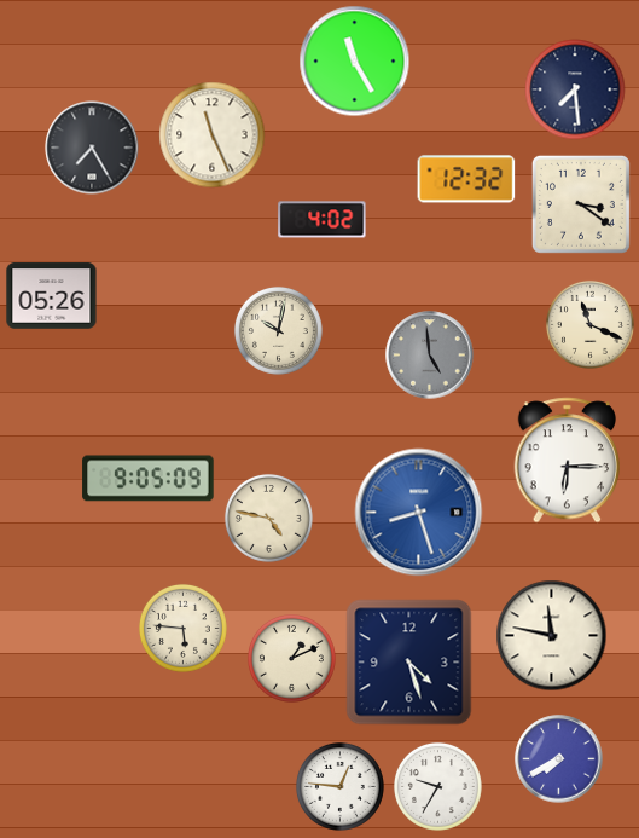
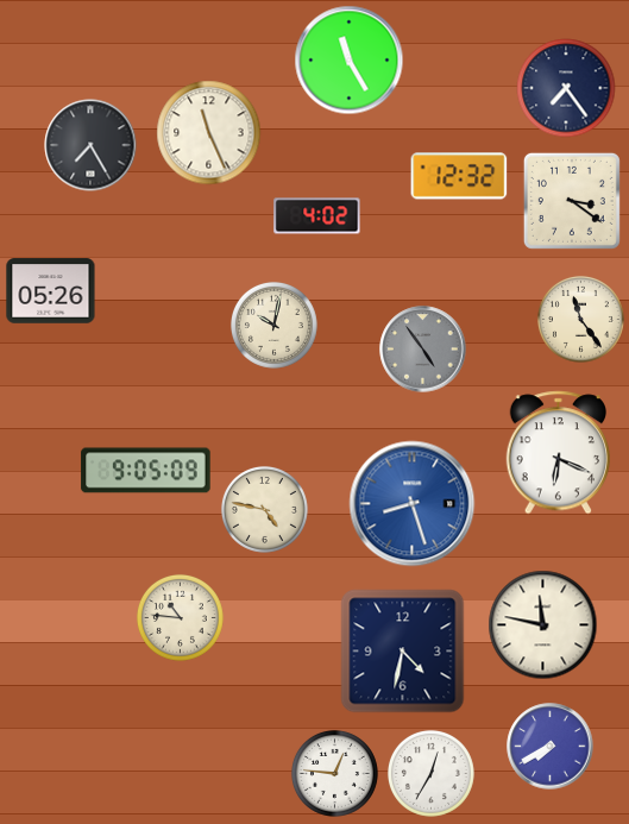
clock at (575, 89): 7:29 -> 7:24
clock at (589, 324): 11:19 -> 11:24
clock at (430, 356): 4:59 -> 4:54
clock at (568, 461): 6:15 -> 6:19
clock at (182, 628): 5:46 -> 10:46
clock at (291, 658): 1:11 -> none
clock at (409, 663): 4:27 -> 4:32
clock at (437, 786): 9:35 -> 12:35
